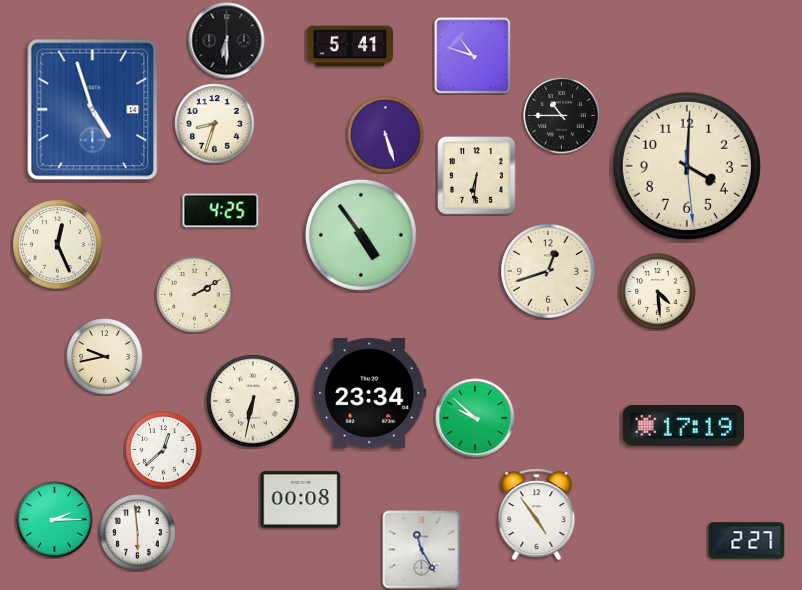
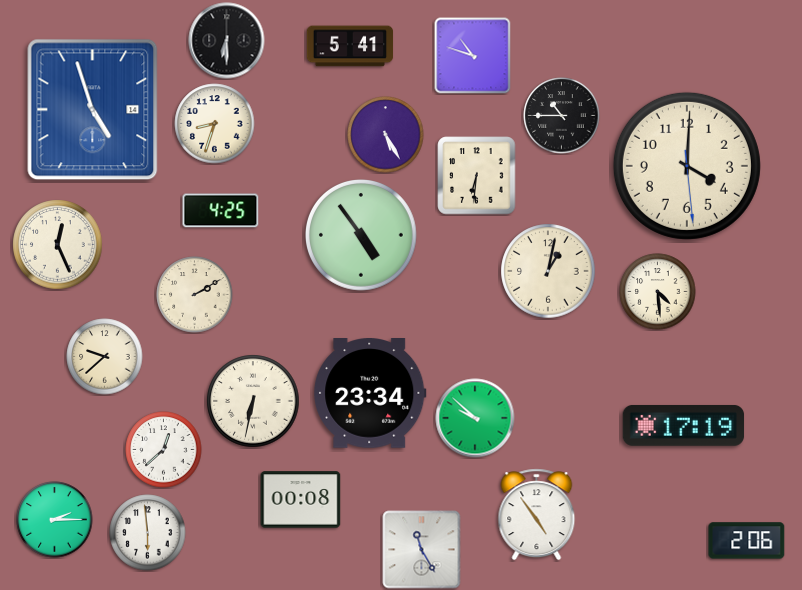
clock at (386, 135): 5:27 -> 5:25
clock at (548, 271): 12:42 -> 1:02
clock at (105, 357): 9:43 -> 9:38
clock at (138, 533) position: (138, 533) -> (148, 533)
clock at (747, 541): 2:27 -> 2:06
